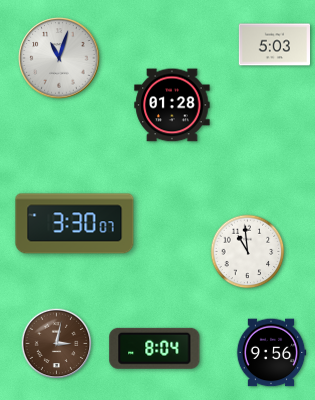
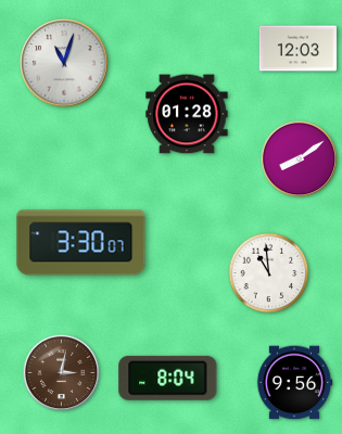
clock at (274, 45): 5:03 -> 12:03
clock at (300, 159): none -> 8:09
